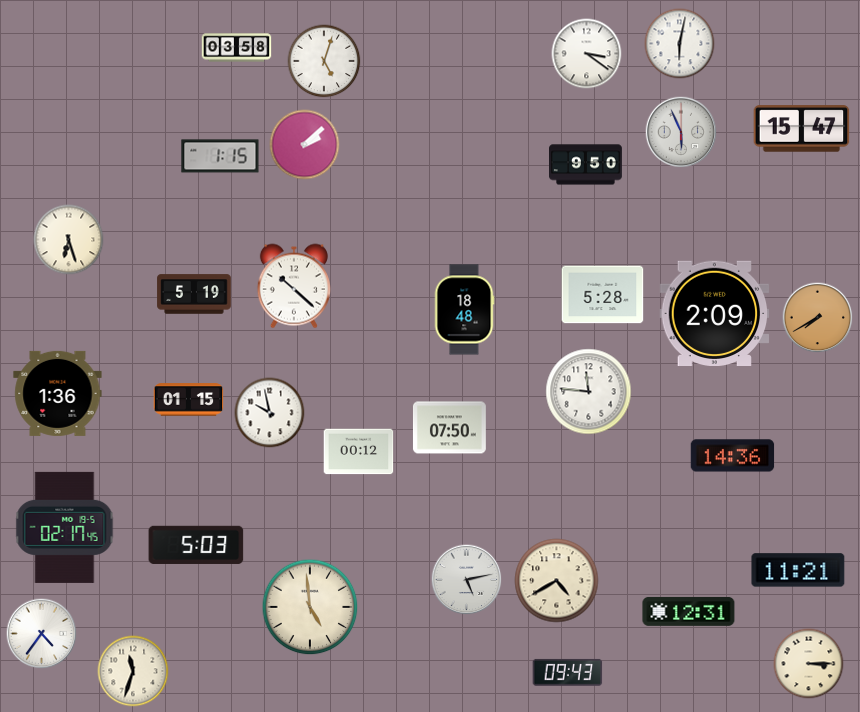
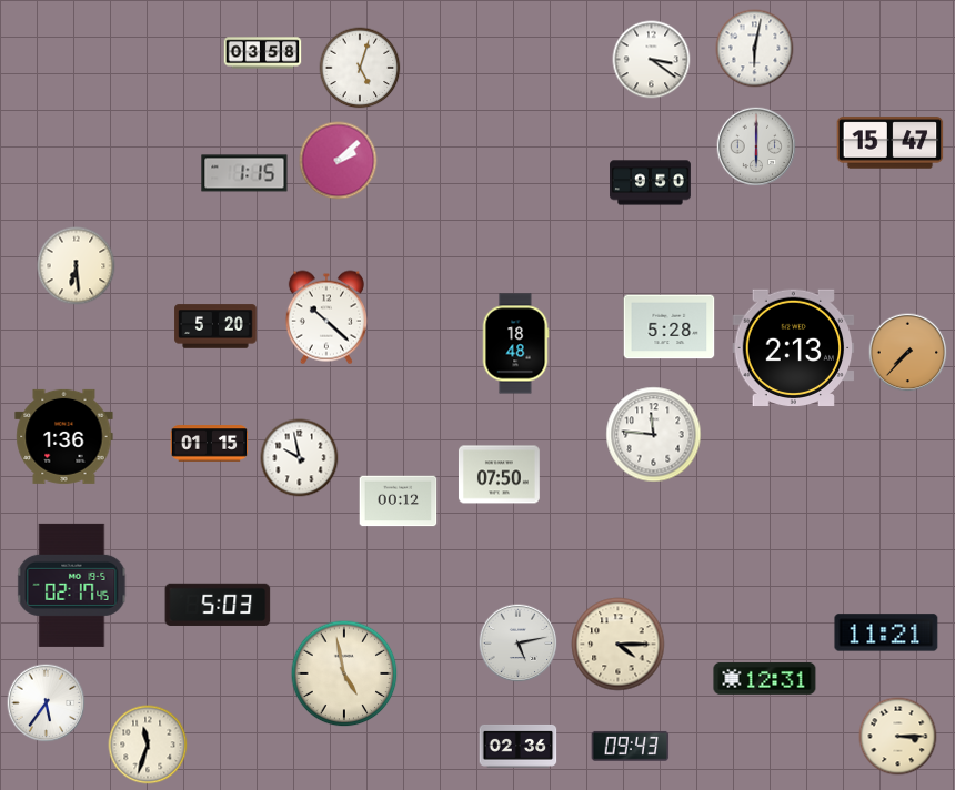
clock at (681, 132): 5:56 -> 6:00
clock at (69, 240): 6:27 -> 6:29
clock at (194, 294): 5:19 -> 5:20
clock at (715, 313): 2:09 -> 2:13
clock at (818, 318): 7:40 -> 7:37
clock at (733, 456): 14:36 -> none
clock at (557, 581): 4:40 -> 4:15
clock at (310, 607): 4:59 -> 4:58
clock at (42, 634): 4:36 -> 5:36
clock at (519, 746): none -> 02:36
